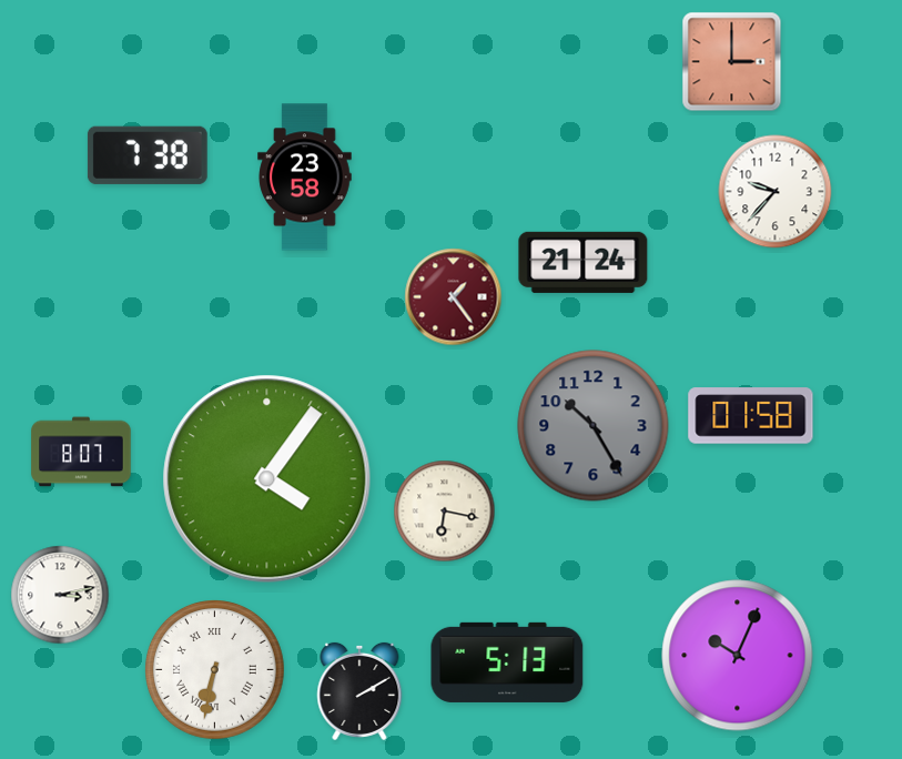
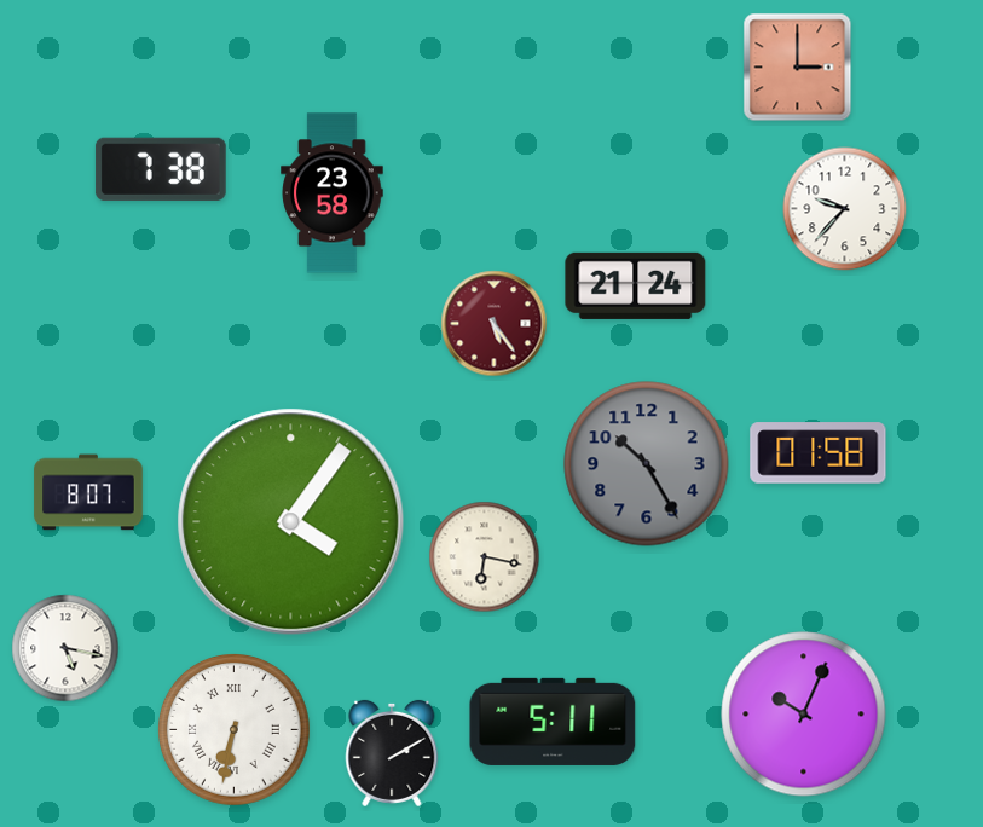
clock at (454, 297): 1:24 -> 5:24
clock at (60, 595): 3:13 -> 5:17
clock at (507, 662): 5:13 -> 5:11
